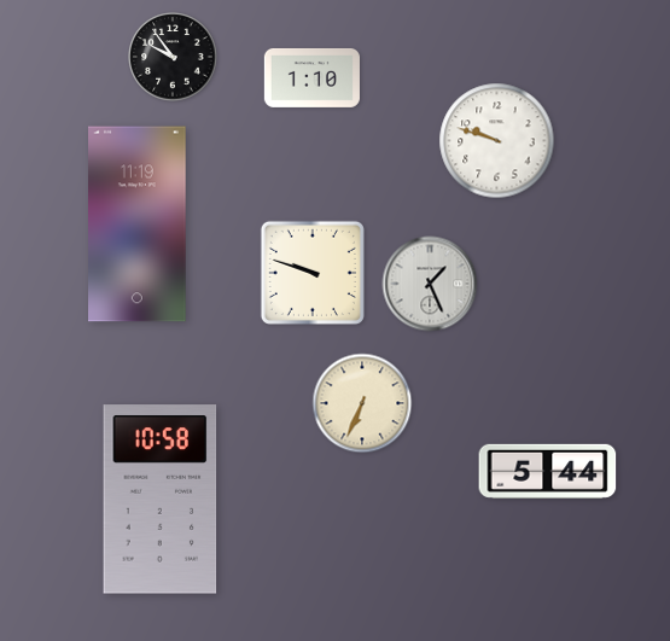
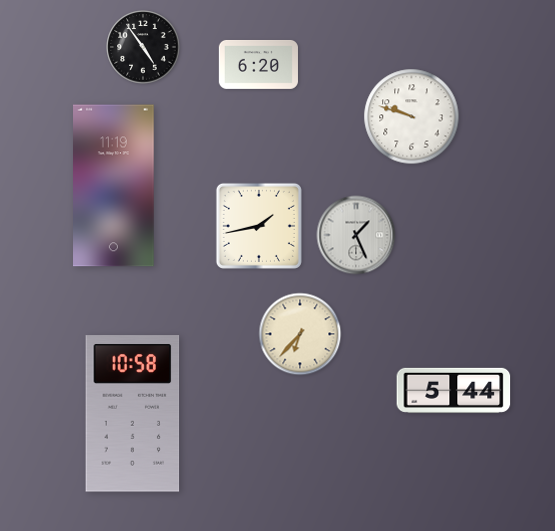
clock at (173, 57): 9:54 -> 4:54
clock at (311, 77): 1:10 -> 6:20
clock at (313, 273): 9:48 -> 1:43
clock at (362, 403): 6:34 -> 6:37
